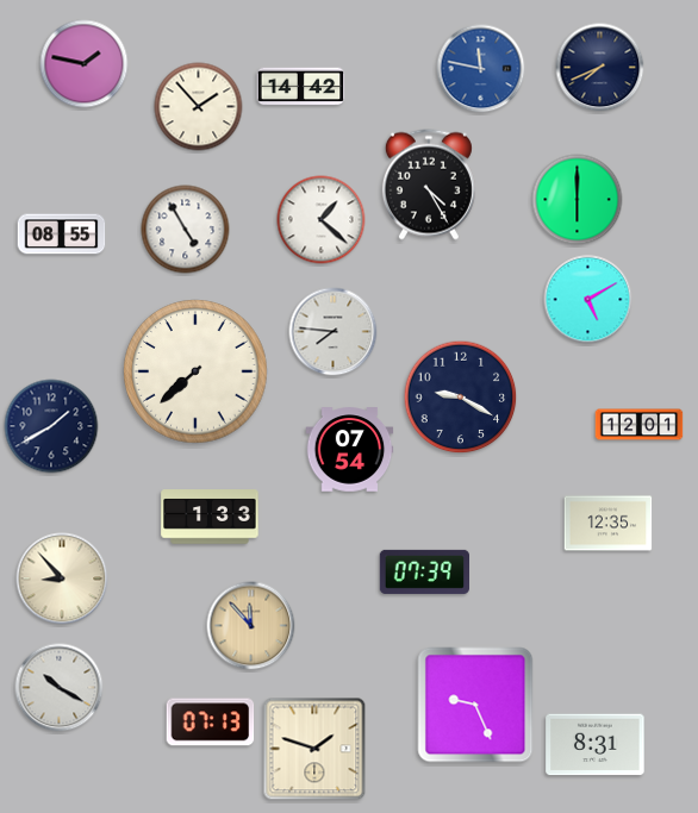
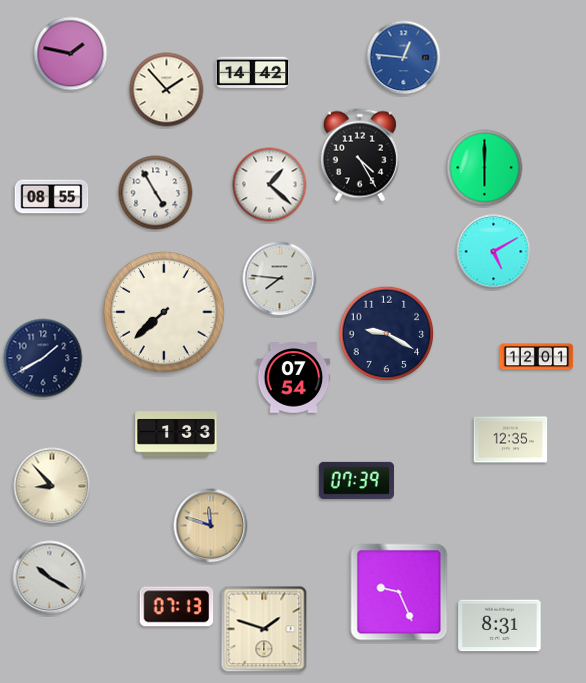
clock at (600, 68): 7:41 -> none
clock at (481, 69): 11:47 -> 12:46
clock at (251, 626): 11:53 -> 11:48
